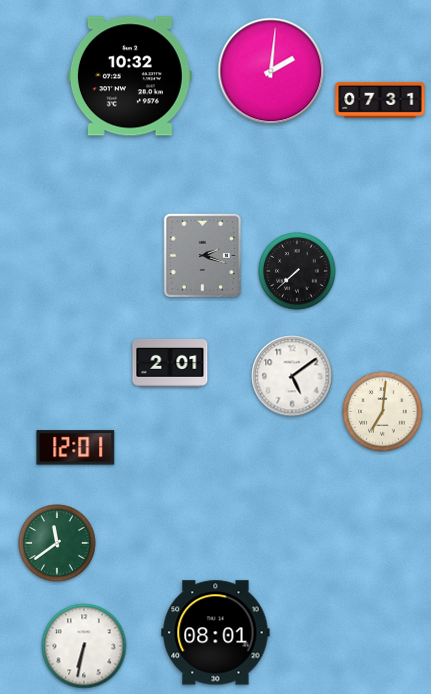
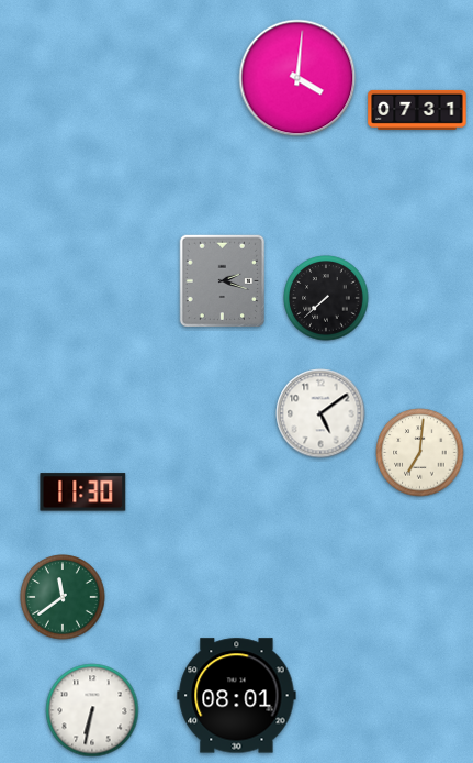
clock at (271, 71): 2:01 -> 4:01
clock at (130, 76): 10:32 -> none
clock at (170, 363): 2:01 -> none
clock at (76, 448): 12:01 -> 11:30
